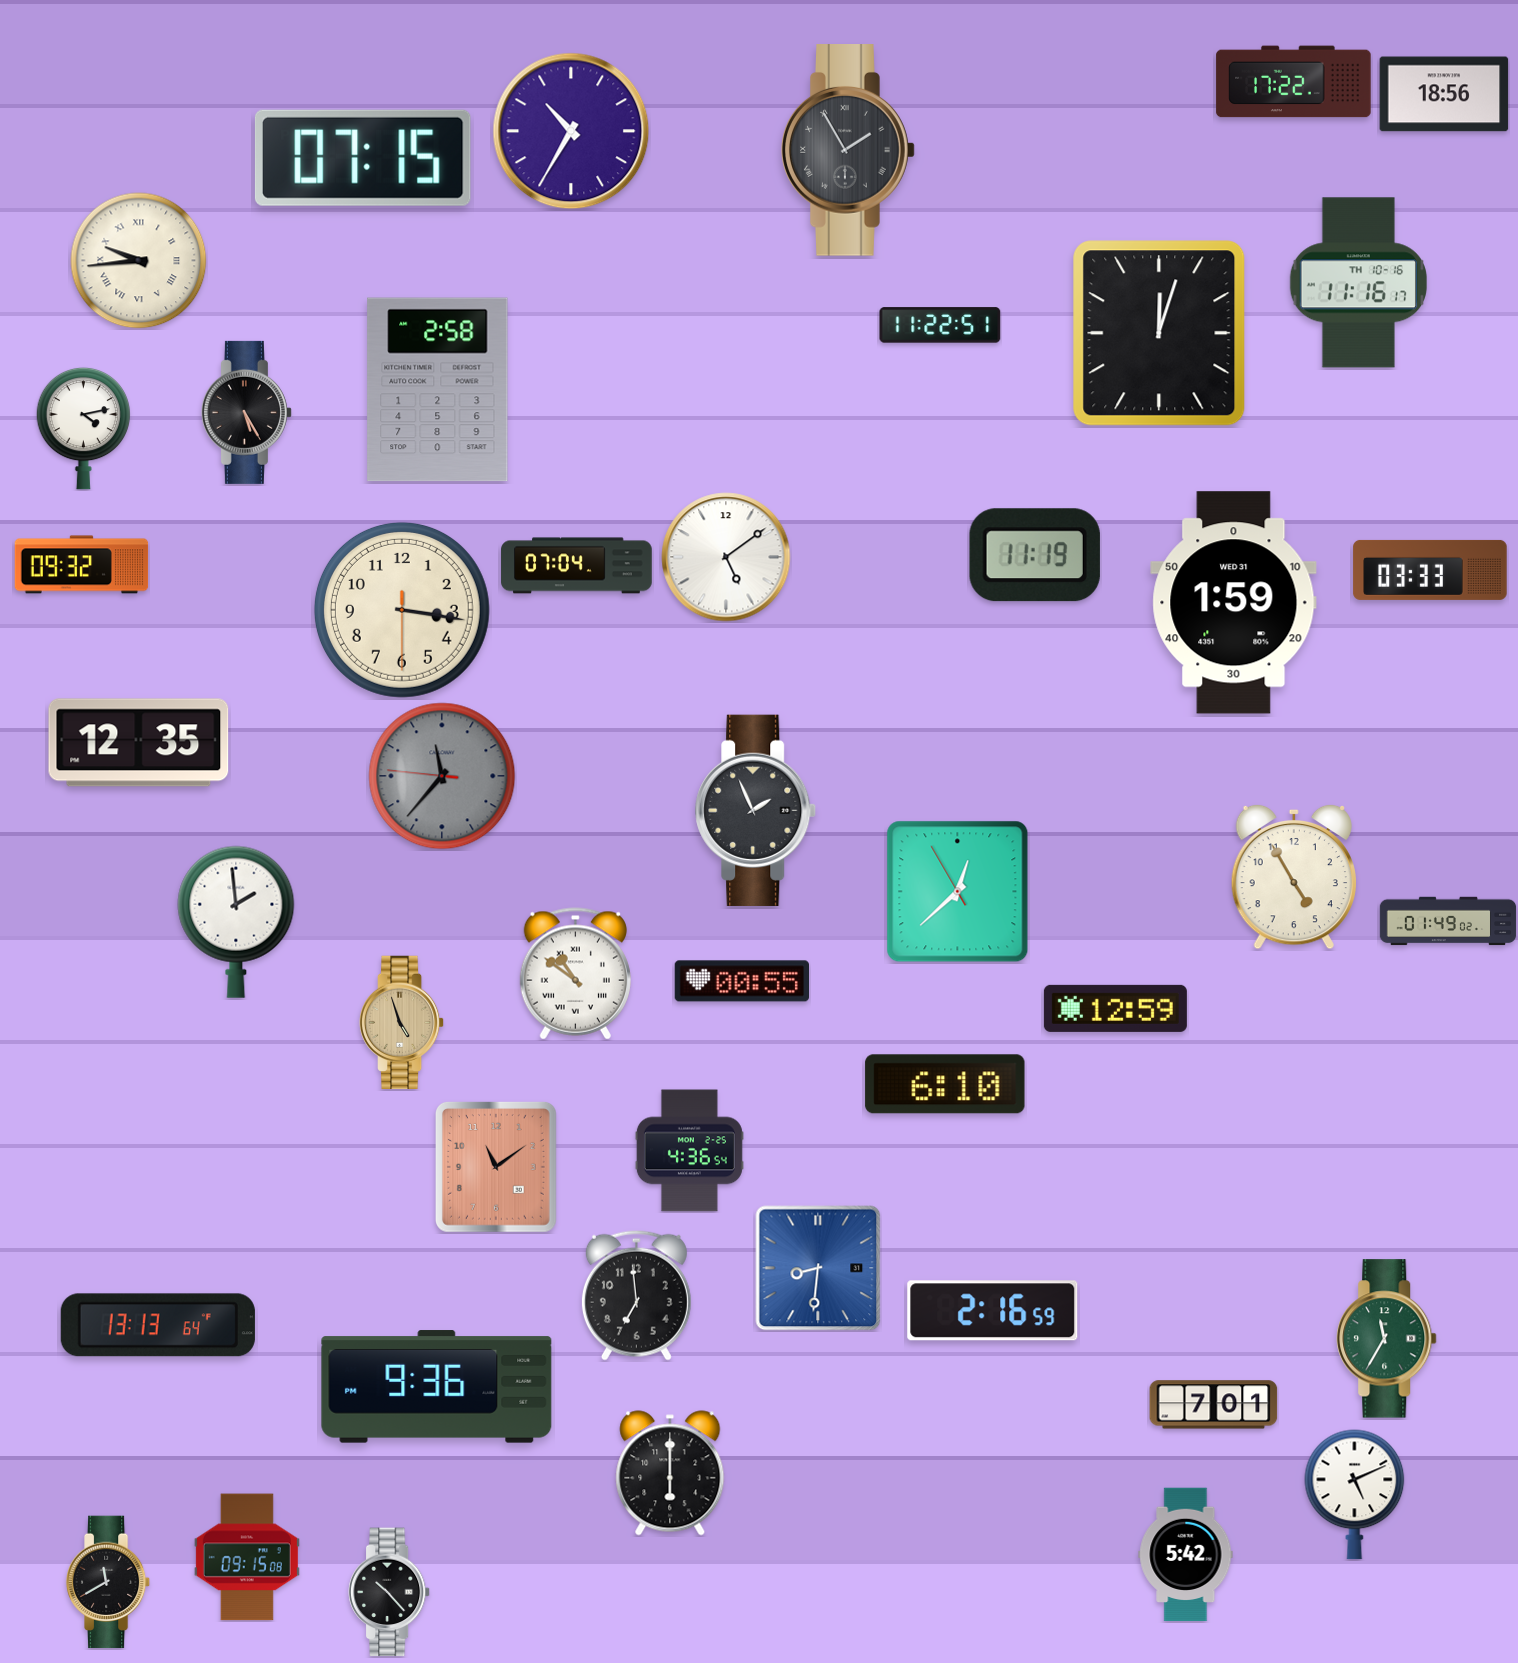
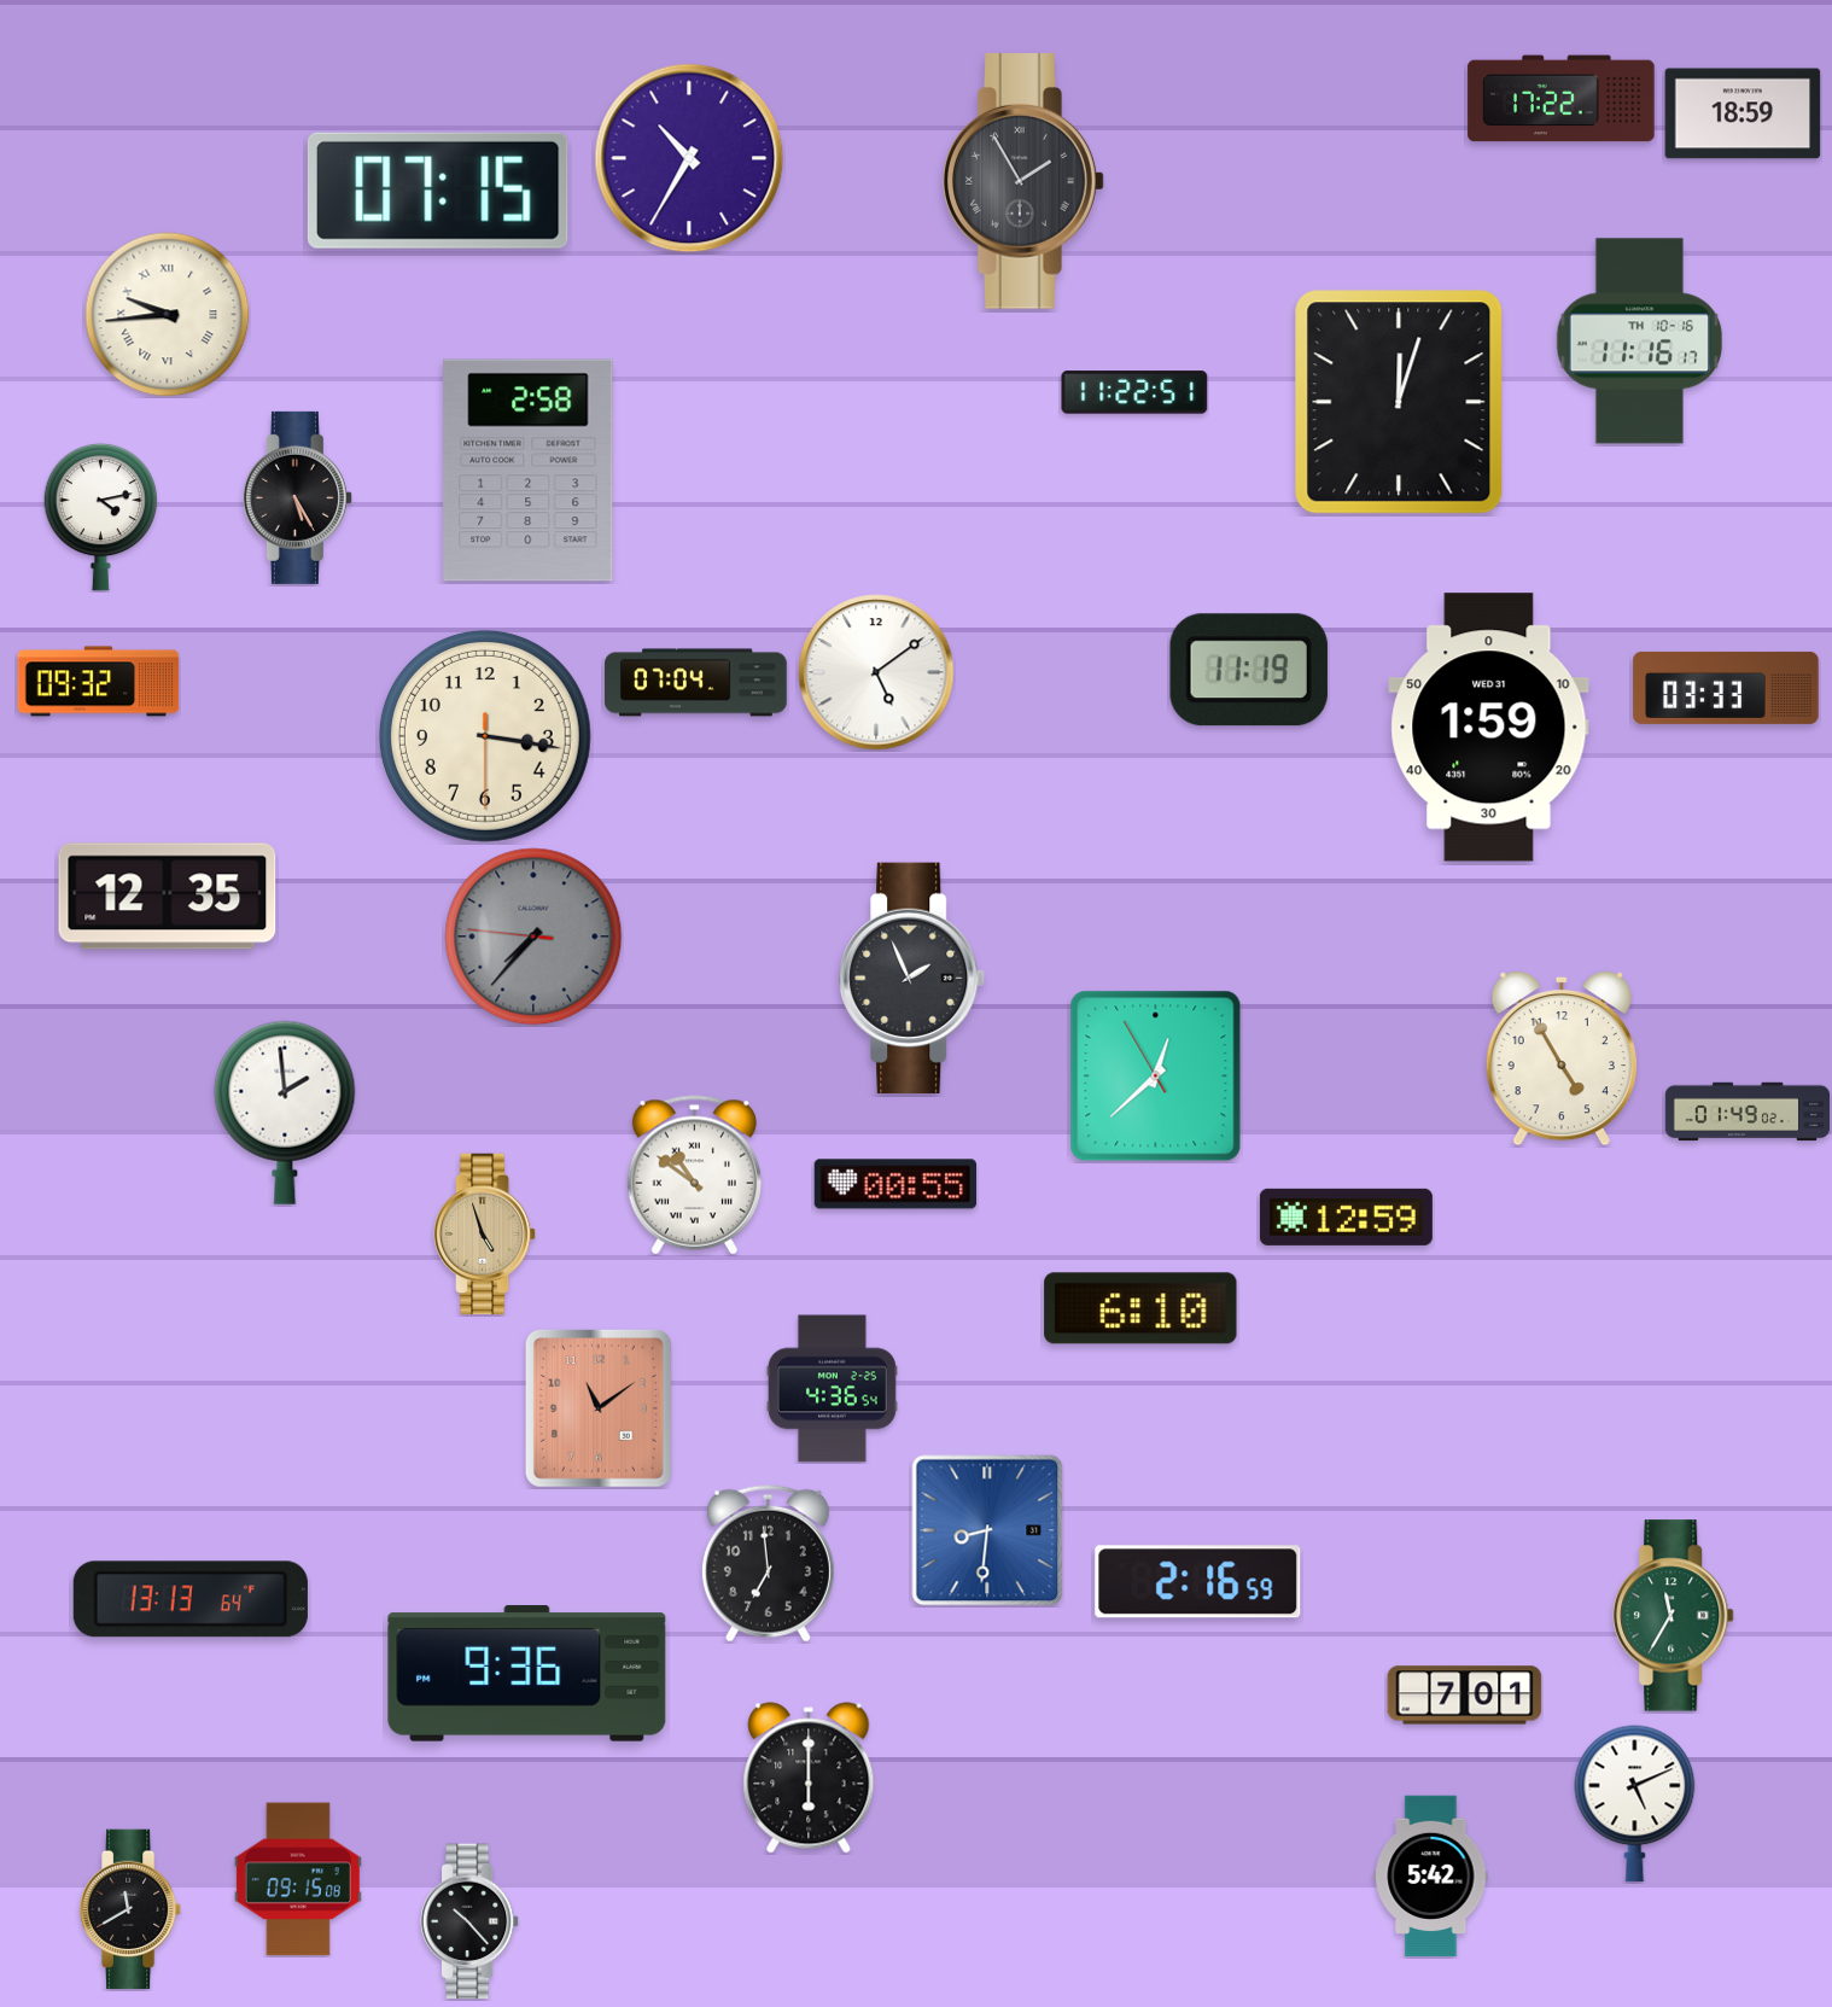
clock at (1444, 94): 18:56 -> 18:59
clock at (442, 776): 11:36 -> 7:36
